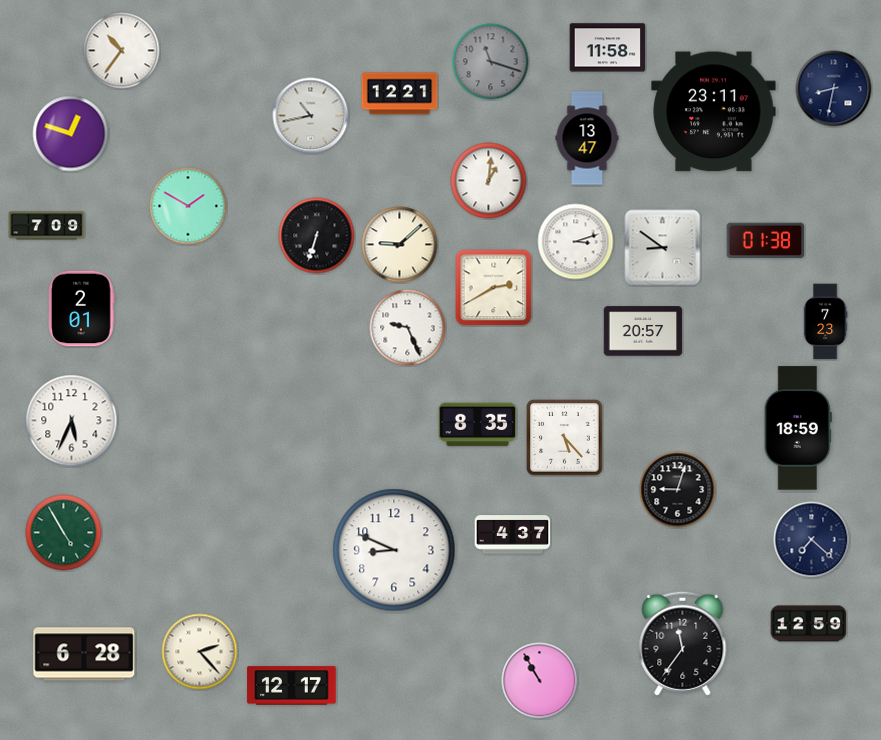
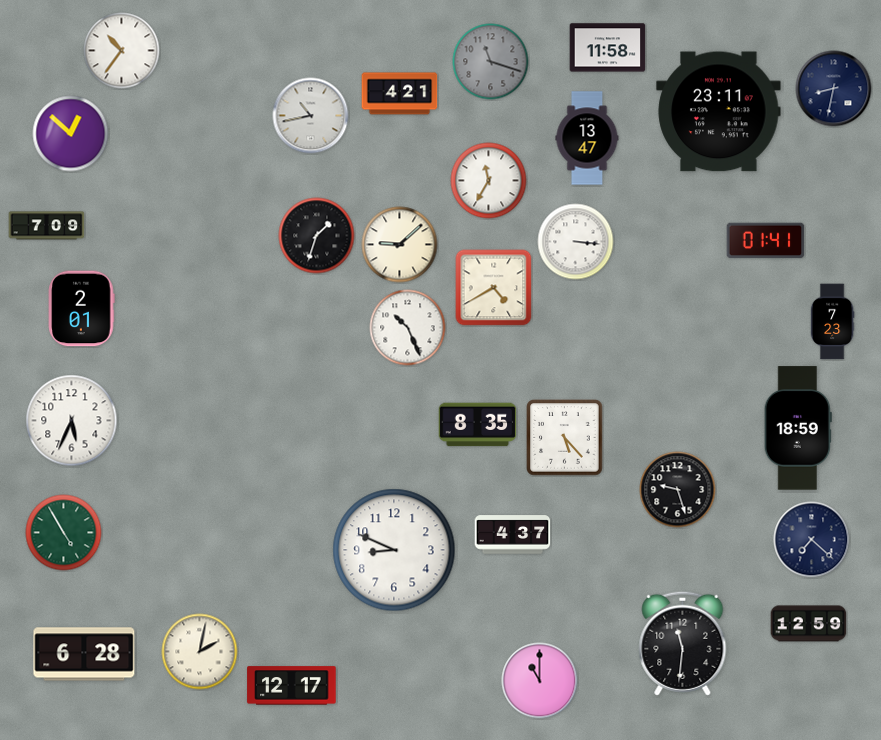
clock at (400, 94): 12:21 -> 4:21
clock at (714, 112) position: (714, 112) -> (719, 112)
clock at (71, 134): 12:48 -> 12:52
clock at (489, 181): 1:01 -> 11:35
clock at (188, 206): 1:50 -> none
clock at (317, 236): 6:33 -> 1:33
clock at (766, 241): 01:38 -> 01:41
clock at (576, 242): 3:12 -> 3:16
clock at (663, 248): 8:51 -> none
clock at (494, 288): 2:40 -> 4:40
clock at (825, 322) position: (825, 322) -> (832, 322)
clock at (408, 328): 9:26 -> 10:26
clock at (643, 331): 20:57 -> none
clock at (678, 490): 9:03 -> 9:27
clock at (683, 643): 11:36 -> 11:31
clock at (200, 652): 2:23 -> 2:02
clock at (540, 681): 10:55 -> 11:00
